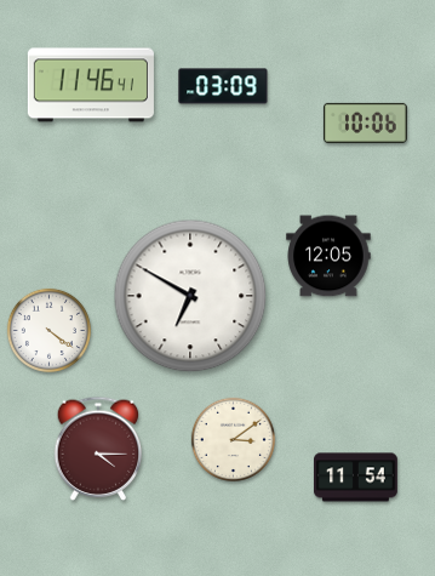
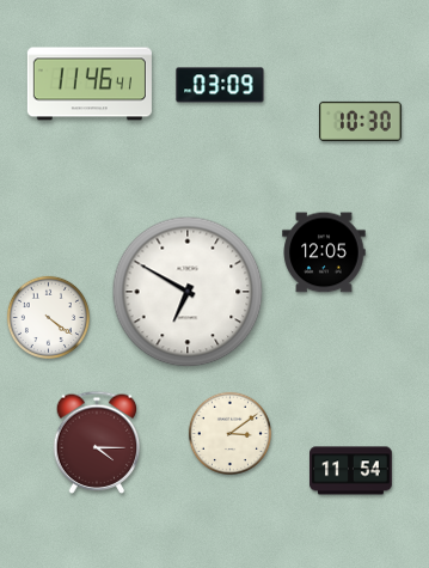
clock at (365, 122): 10:06 -> 10:30
clock at (48, 330) position: (48, 330) -> (48, 317)
